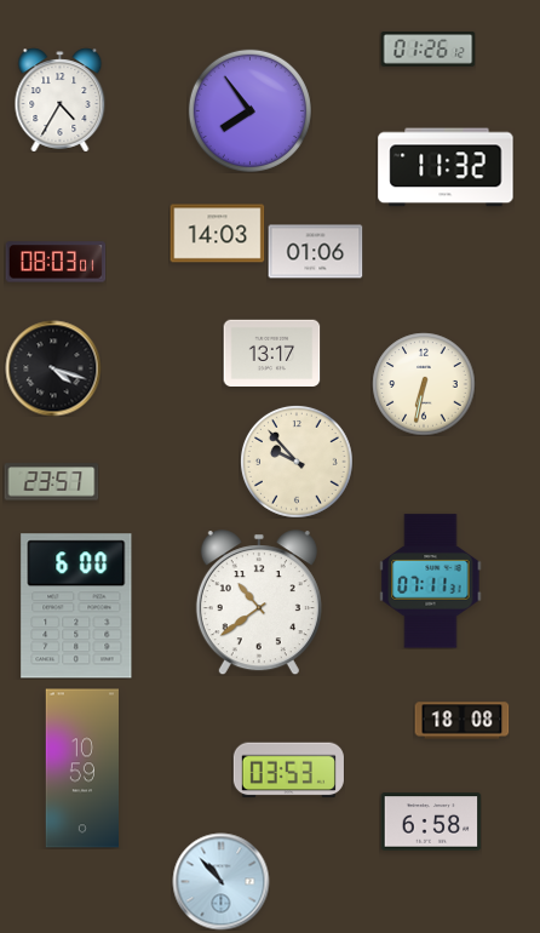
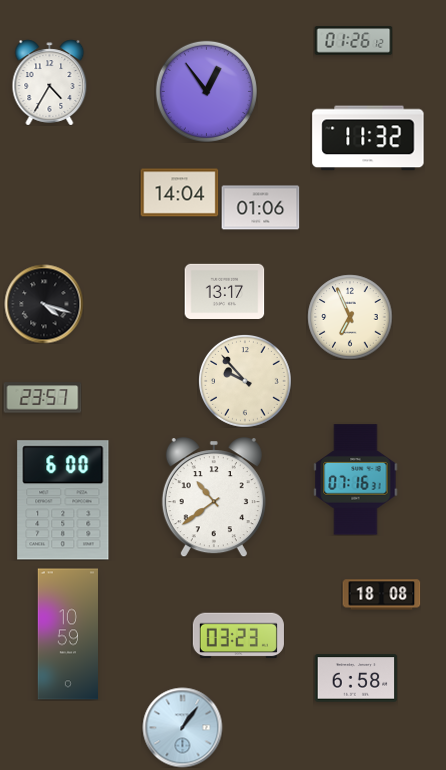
clock at (249, 110): 7:54 -> 12:54
clock at (217, 234): 14:03 -> 14:04
clock at (56, 262): 08:03 -> none
clock at (424, 384): 6:32 -> 6:56
clock at (431, 582): 07:11 -> 07:16
clock at (288, 771): 03:53 -> 03:23
clock at (220, 881): 10:53 -> 1:06
